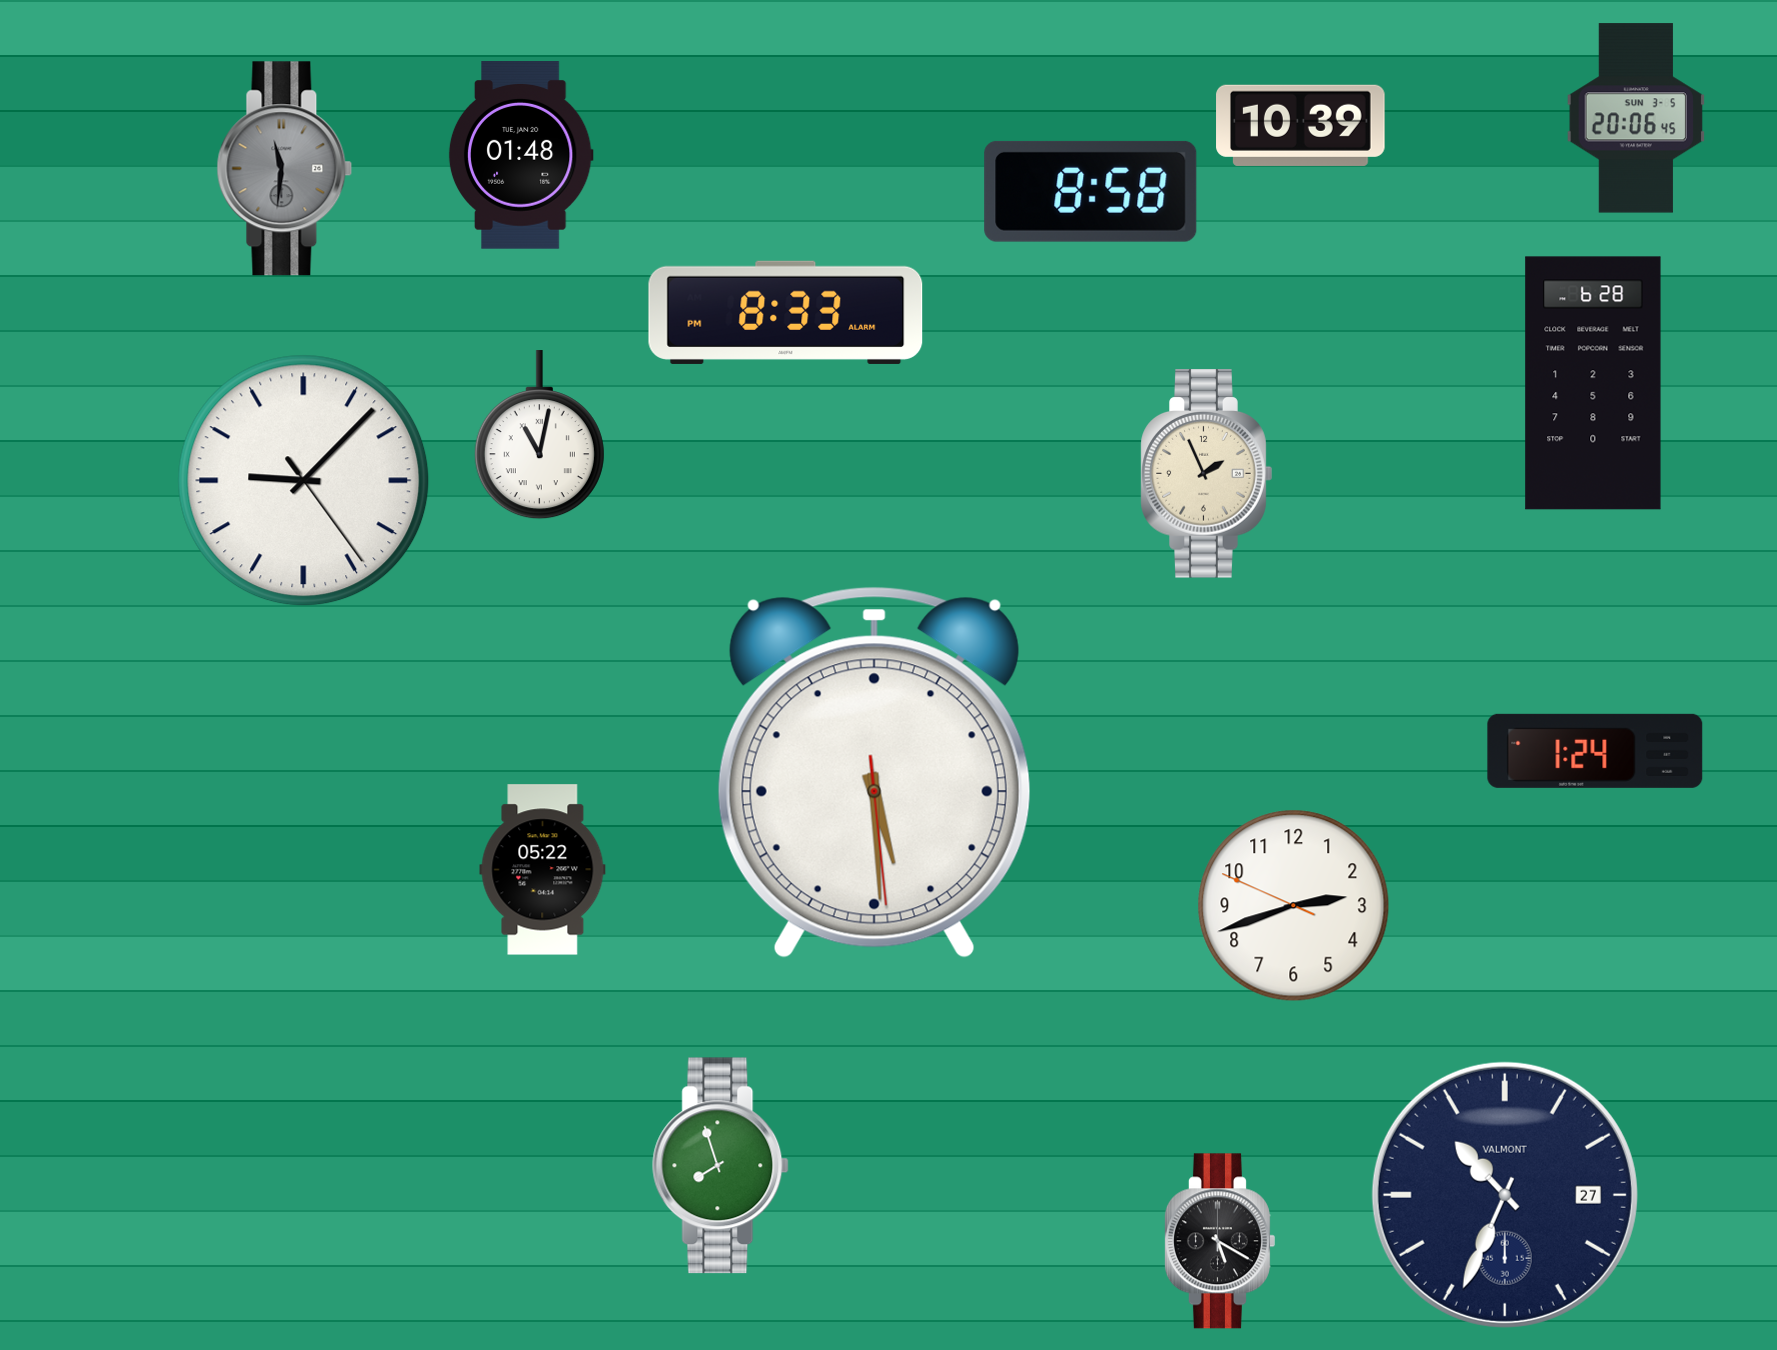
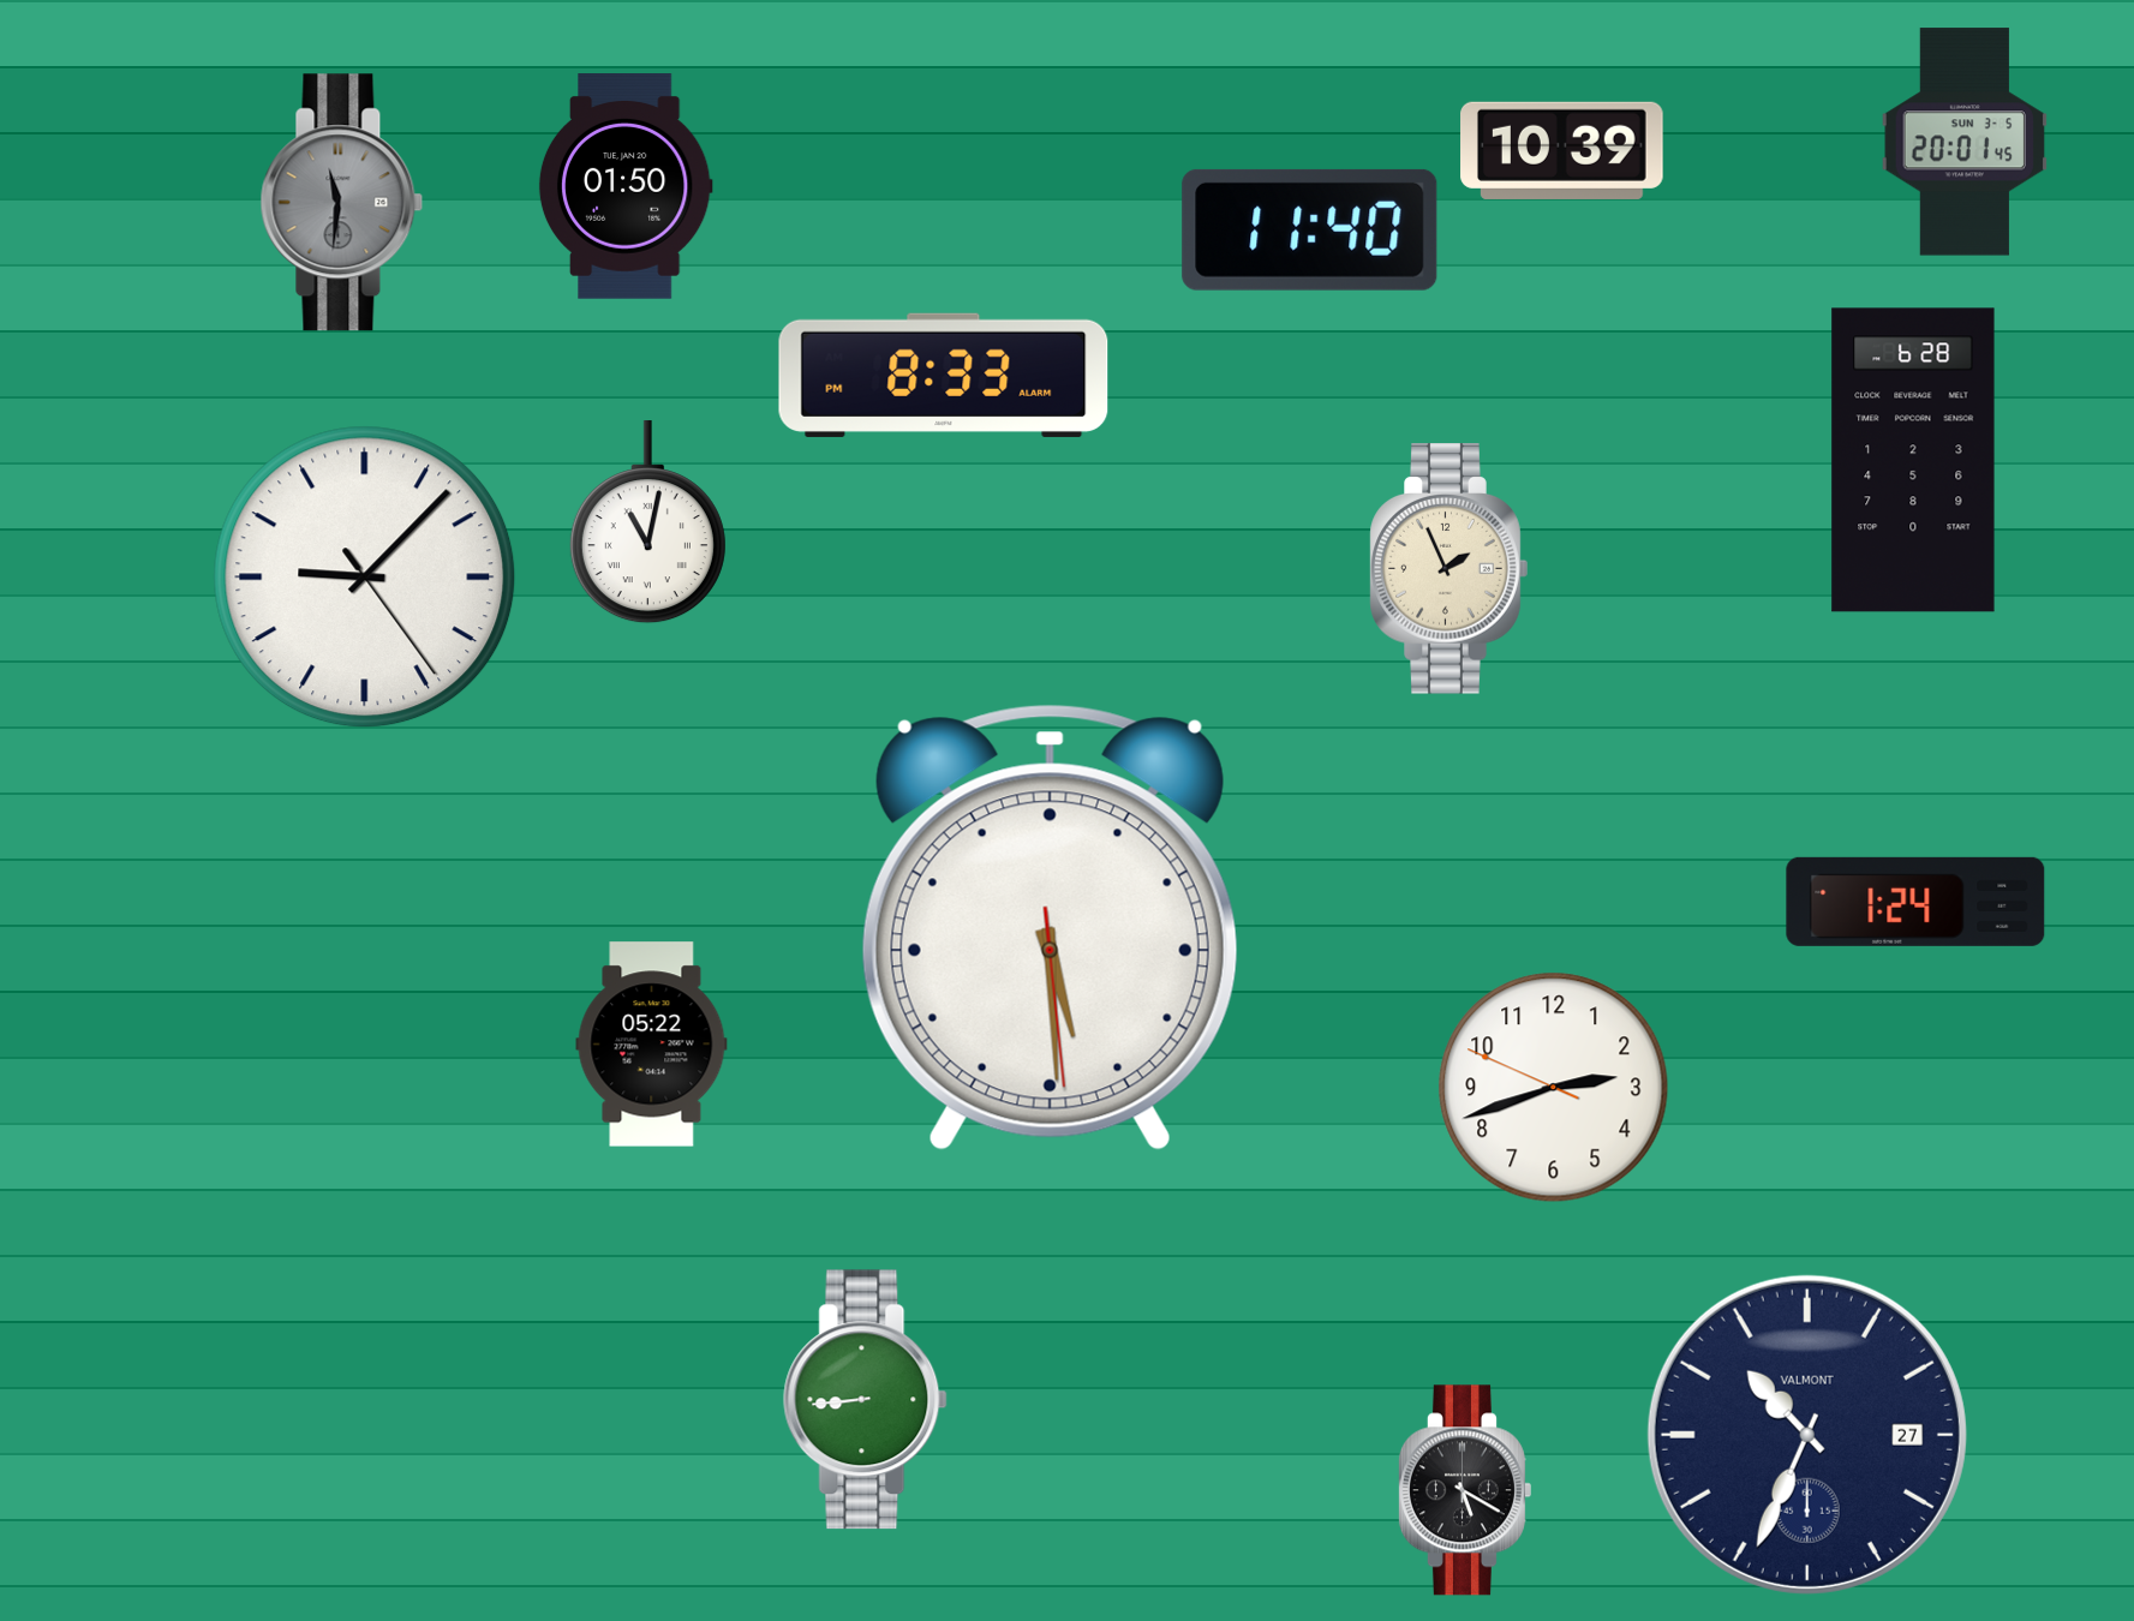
clock at (1636, 118): 20:06 -> 20:01
clock at (521, 155): 01:48 -> 01:50
clock at (1091, 191): 8:58 -> 11:40
clock at (721, 1166): 7:57 -> 8:44
